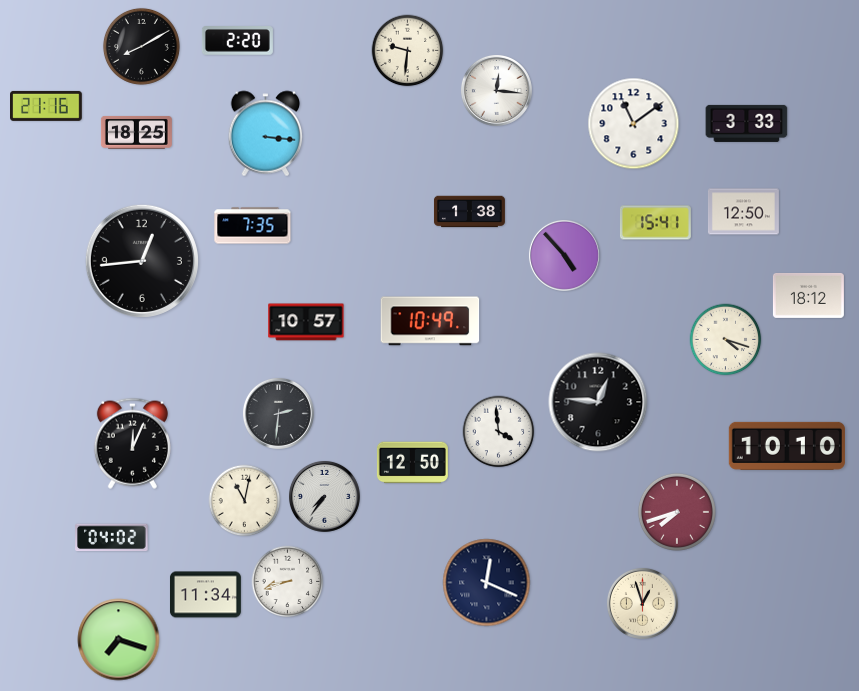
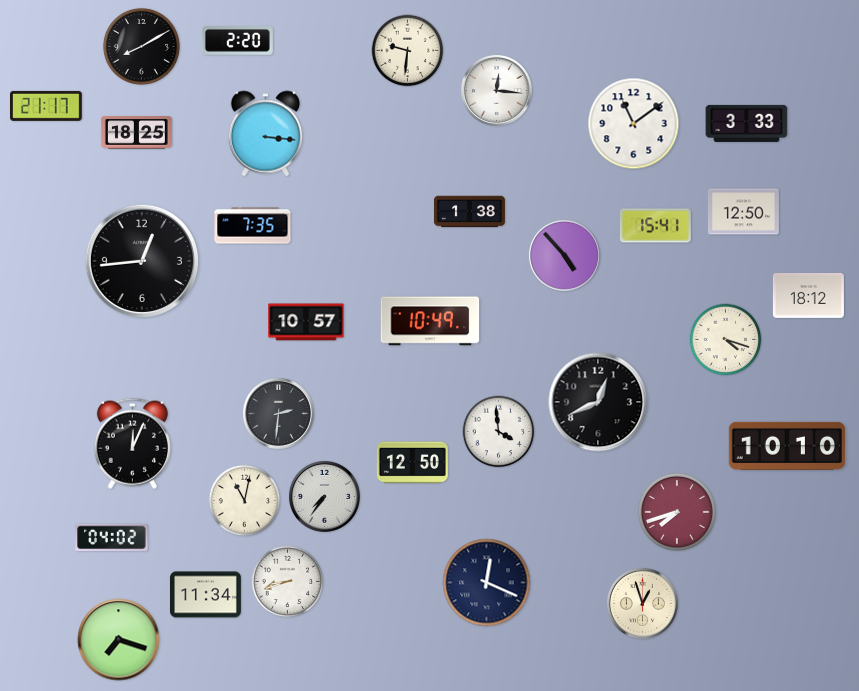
clock at (47, 106): 21:16 -> 21:17
clock at (655, 223) position: (655, 223) -> (655, 226)
clock at (598, 402): 12:46 -> 12:41
